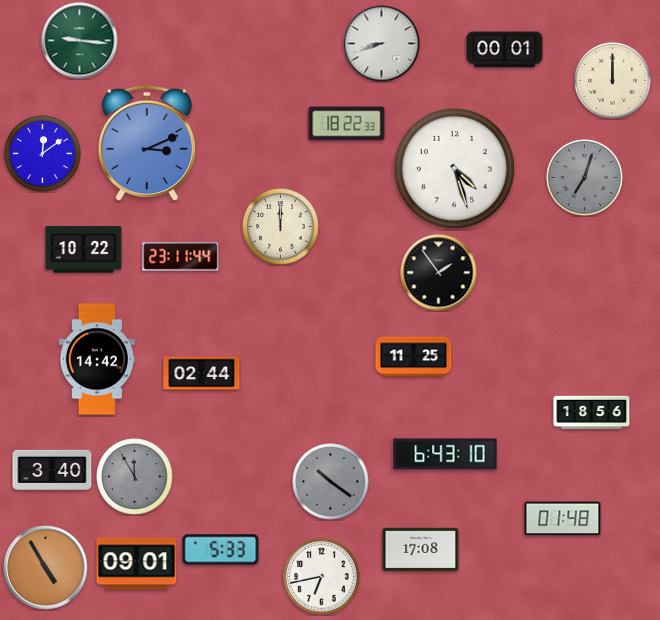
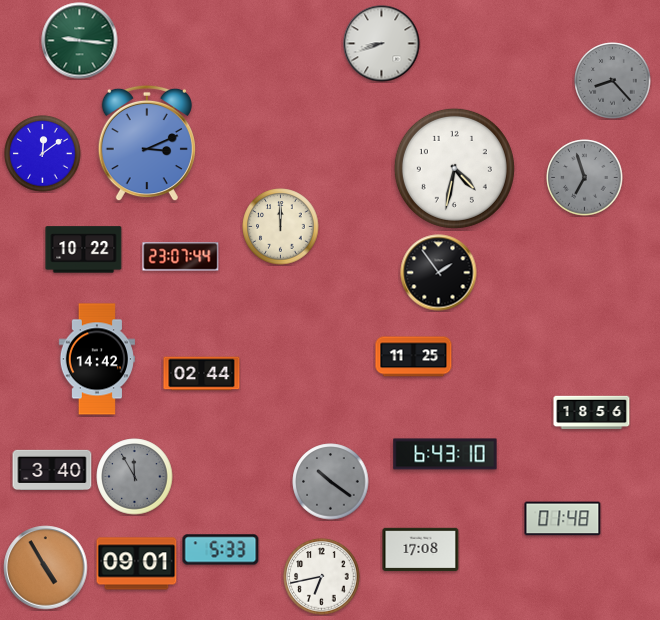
clock at (505, 50): 00:01 -> none
clock at (613, 81): 12:00 -> 8:23
clock at (613, 81) dial: cream -> grey
clock at (347, 124): 18:22 -> none
clock at (454, 168): 4:27 -> 4:32
clock at (585, 178): 7:03 -> 6:57
clock at (181, 257): 23:11 -> 23:07
